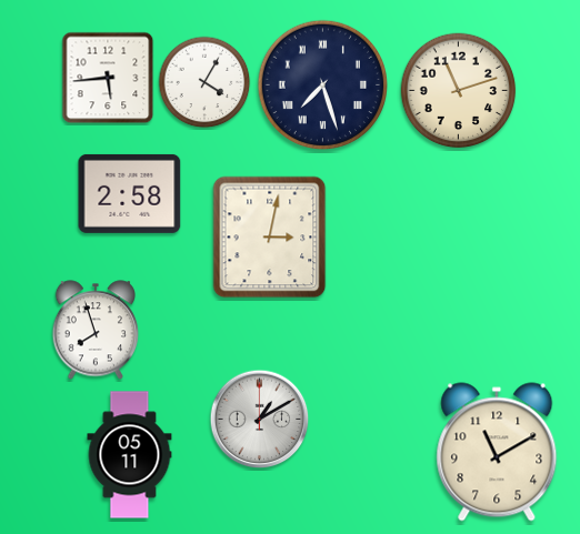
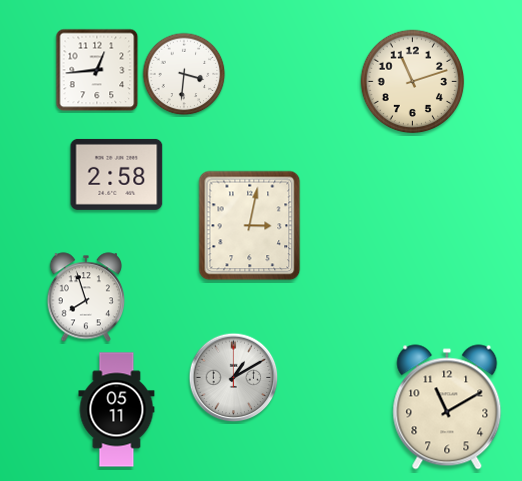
clock at (108, 78): 5:44 -> 12:44
clock at (204, 82): 4:05 -> 3:31
clock at (322, 84): 7:27 -> none
clock at (270, 238) position: (270, 238) -> (250, 226)
